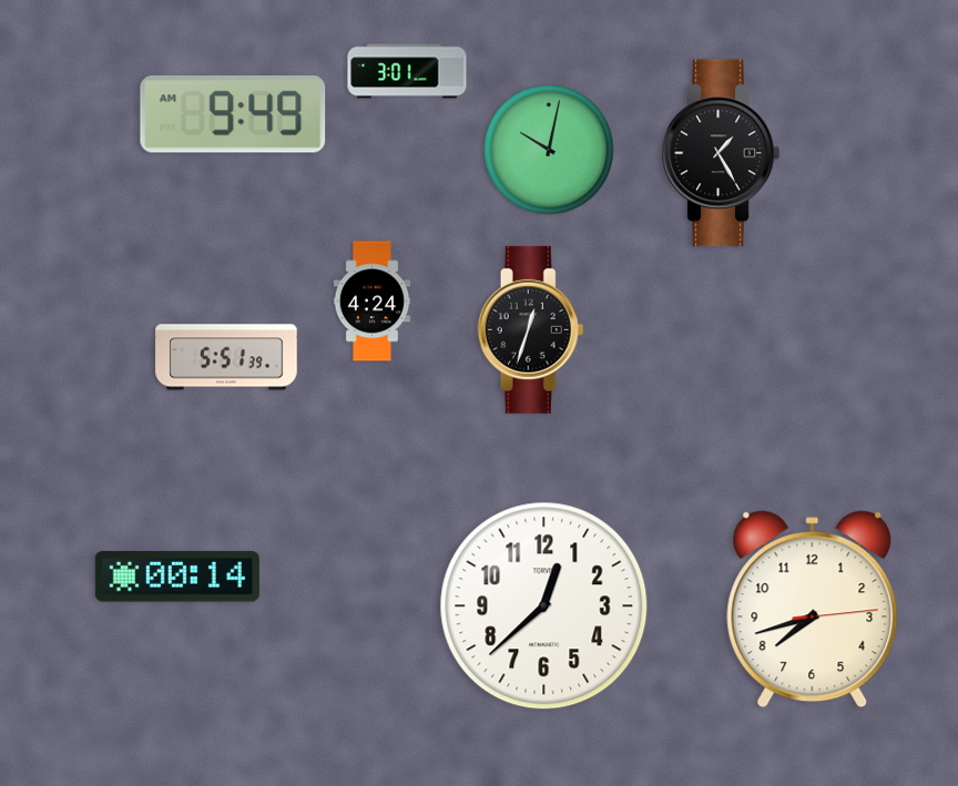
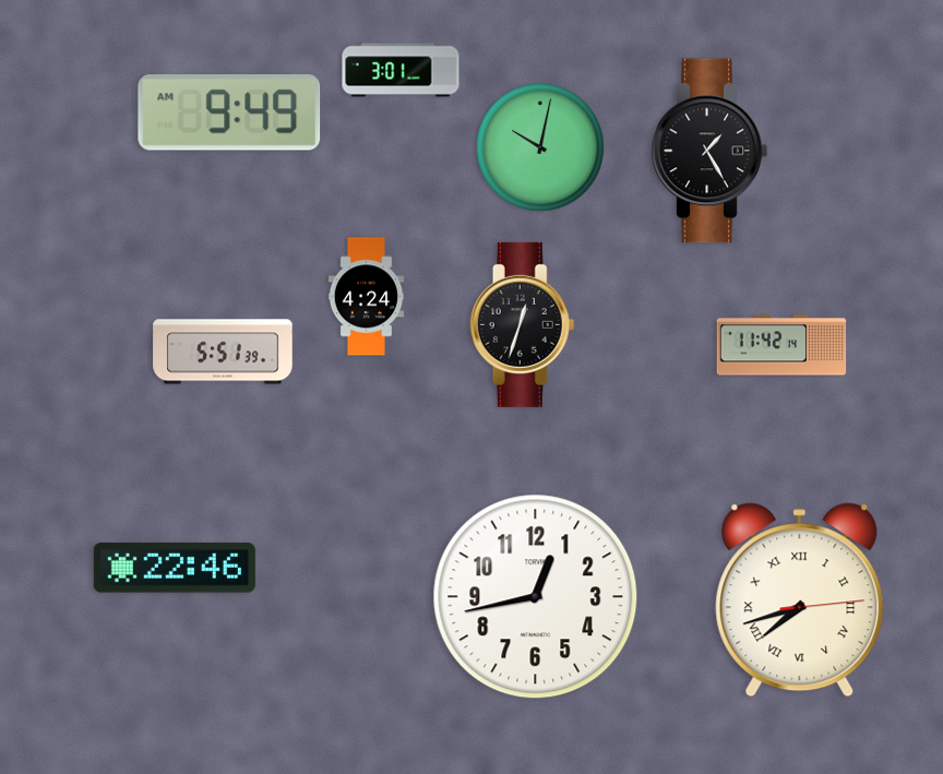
clock at (781, 345): none -> 11:42
clock at (177, 576): 00:14 -> 22:46
clock at (544, 606): 12:38 -> 12:43
clock at (813, 610) numerals: Arabic -> Roman
